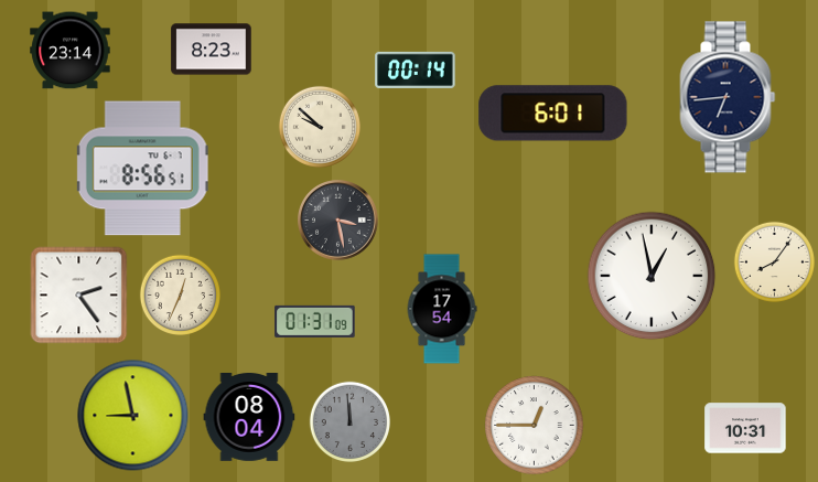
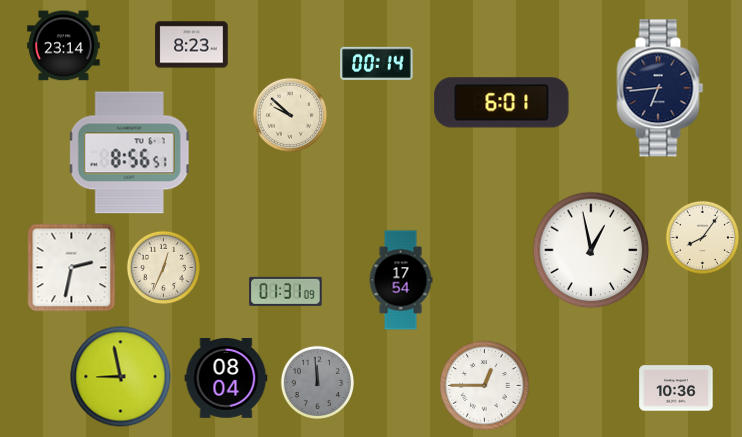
clock at (338, 221): 3:28 -> none
clock at (79, 296): 2:24 -> 2:32
clock at (745, 428): 10:31 -> 10:36
